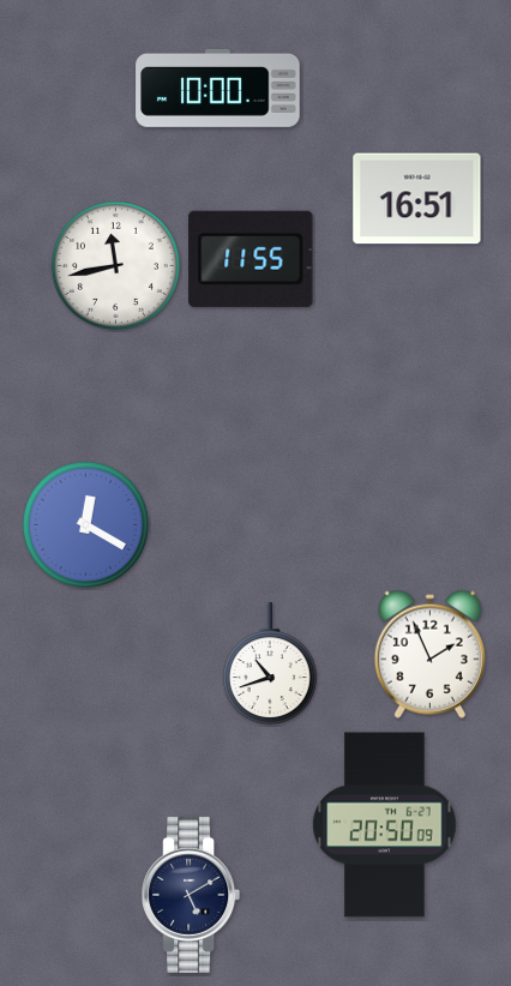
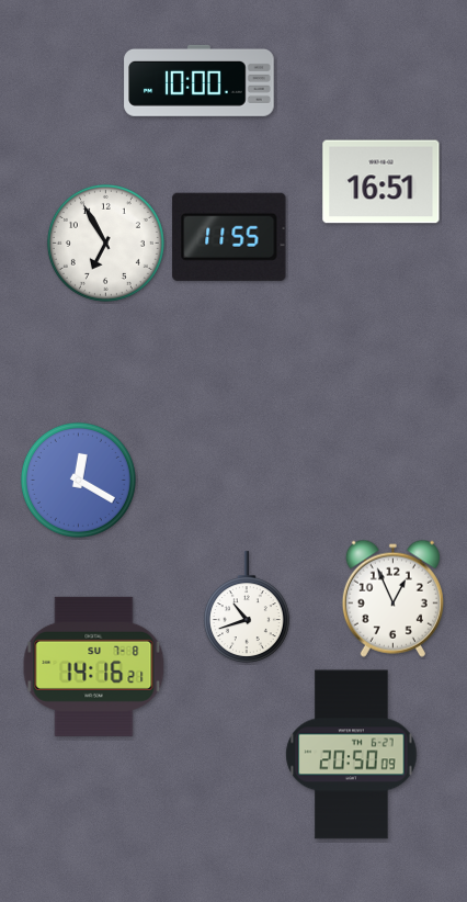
clock at (115, 265): 11:43 -> 6:55
clock at (429, 654): 1:56 -> 12:56
clock at (94, 666): none -> 14:16
clock at (191, 895): 5:10 -> none
